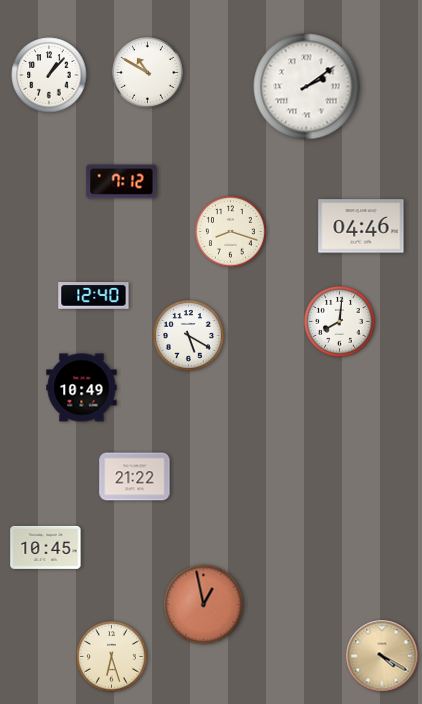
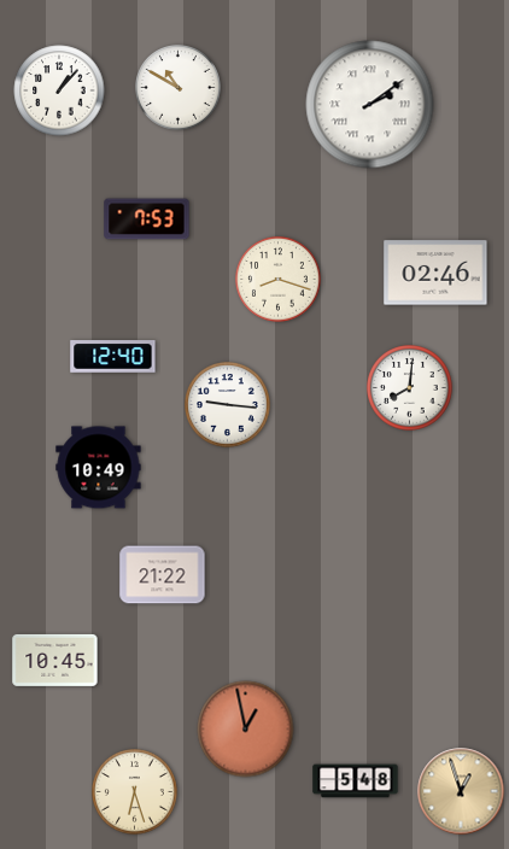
clock at (122, 182): 7:12 -> 7:53
clock at (361, 226): 04:46 -> 02:46
clock at (189, 336): 5:20 -> 9:16
clock at (356, 781): none -> 5:48
clock at (382, 656): 4:20 -> 12:57
